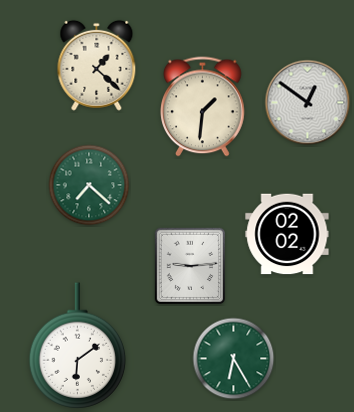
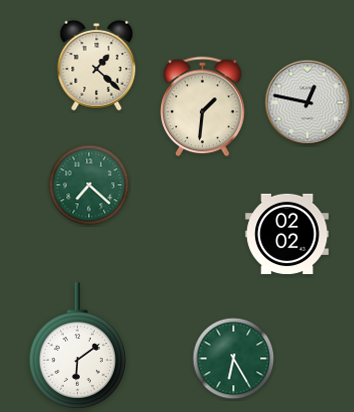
clock at (308, 103): 12:51 -> 12:47
clock at (189, 265): 9:14 -> none
